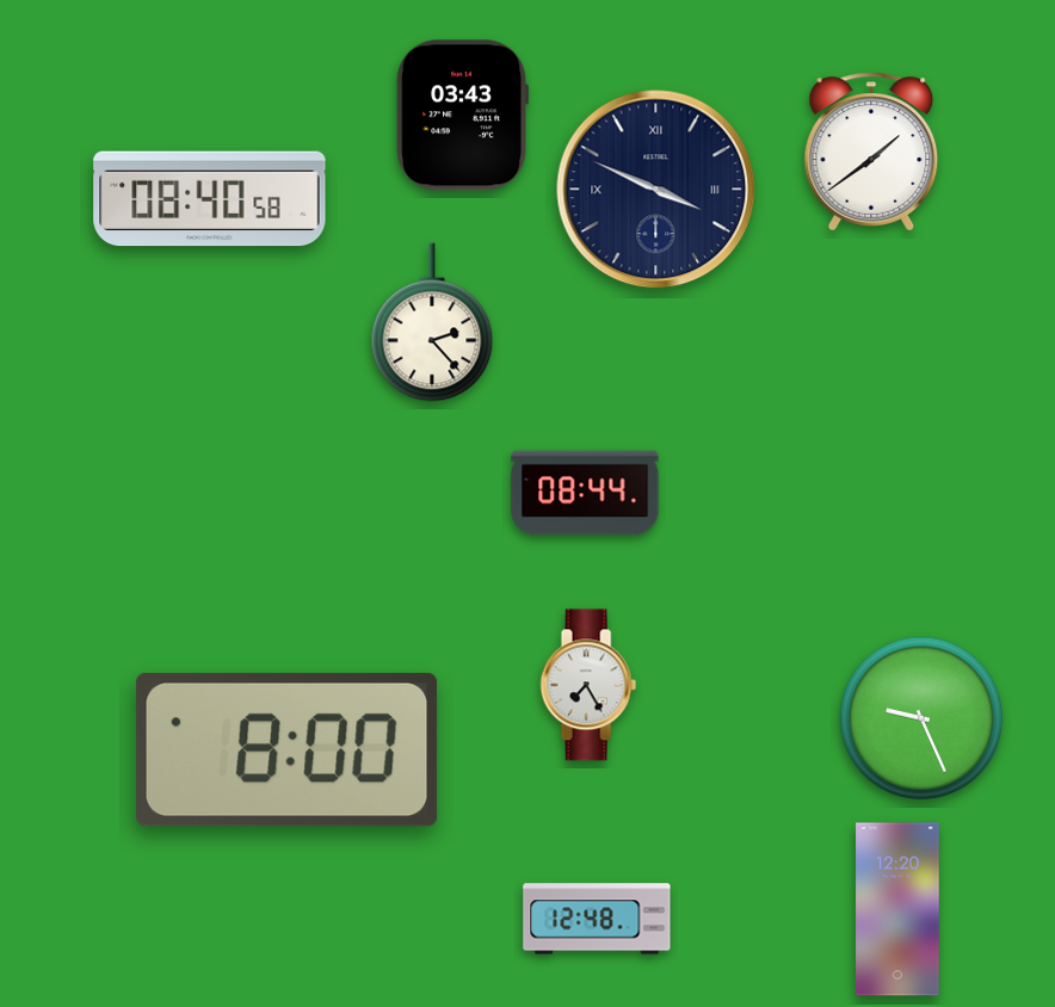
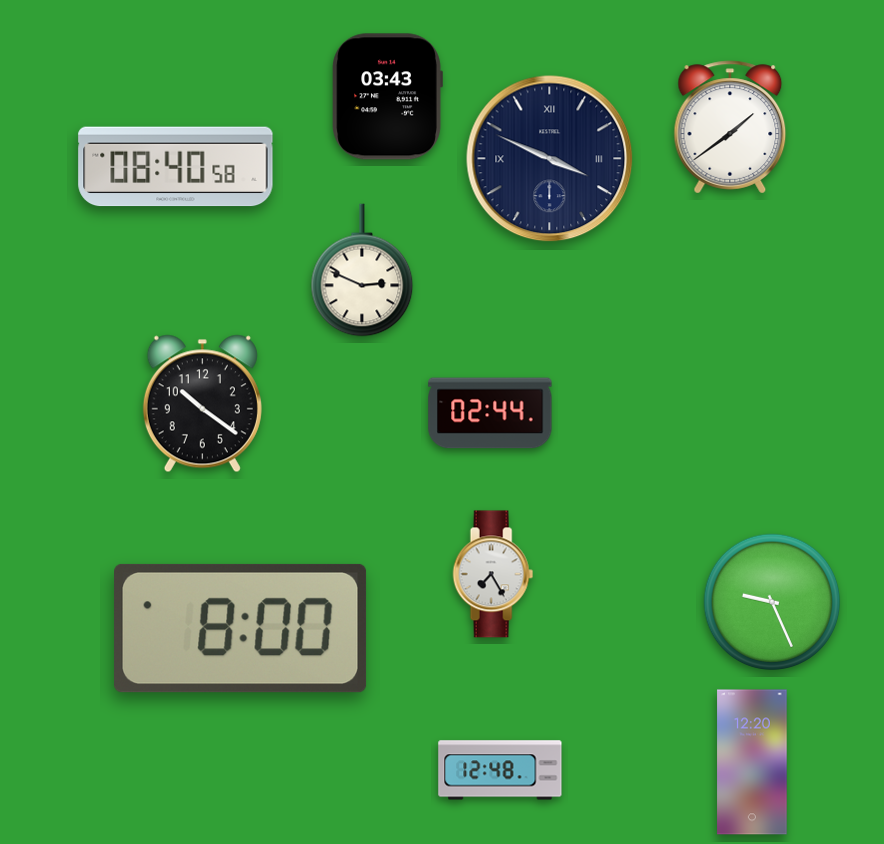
clock at (432, 322): 2:23 -> 2:49
clock at (202, 404): none -> 10:21
clock at (585, 493): 08:44 -> 02:44
